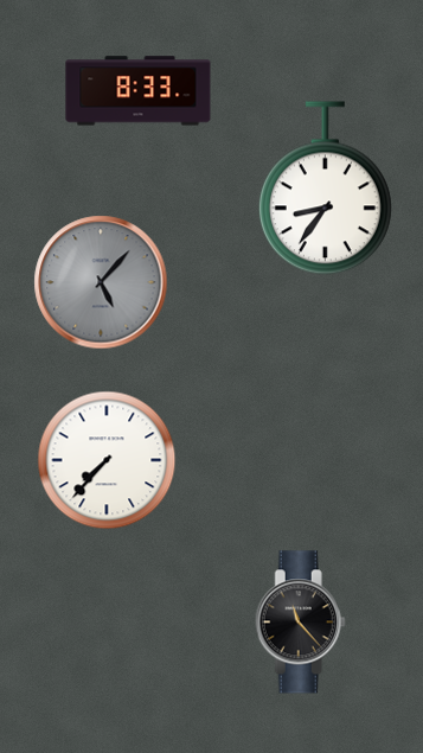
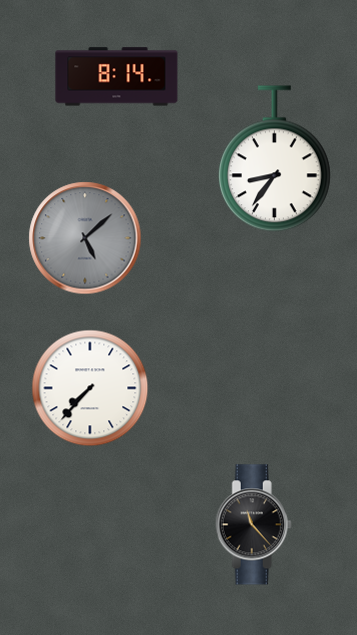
clock at (139, 91): 8:33 -> 8:14
clock at (101, 282): 5:07 -> 5:08
